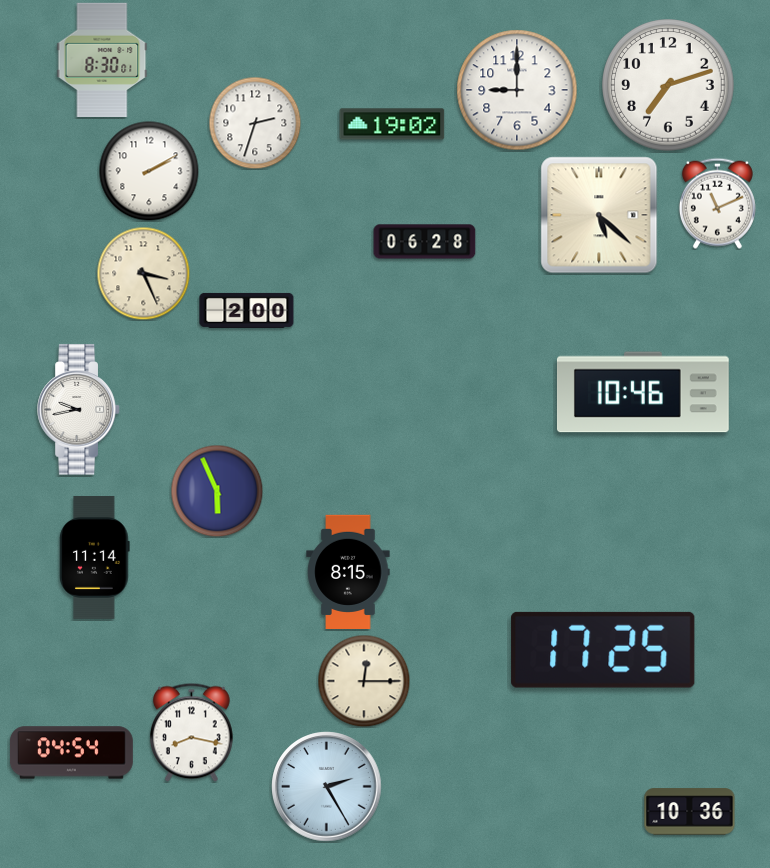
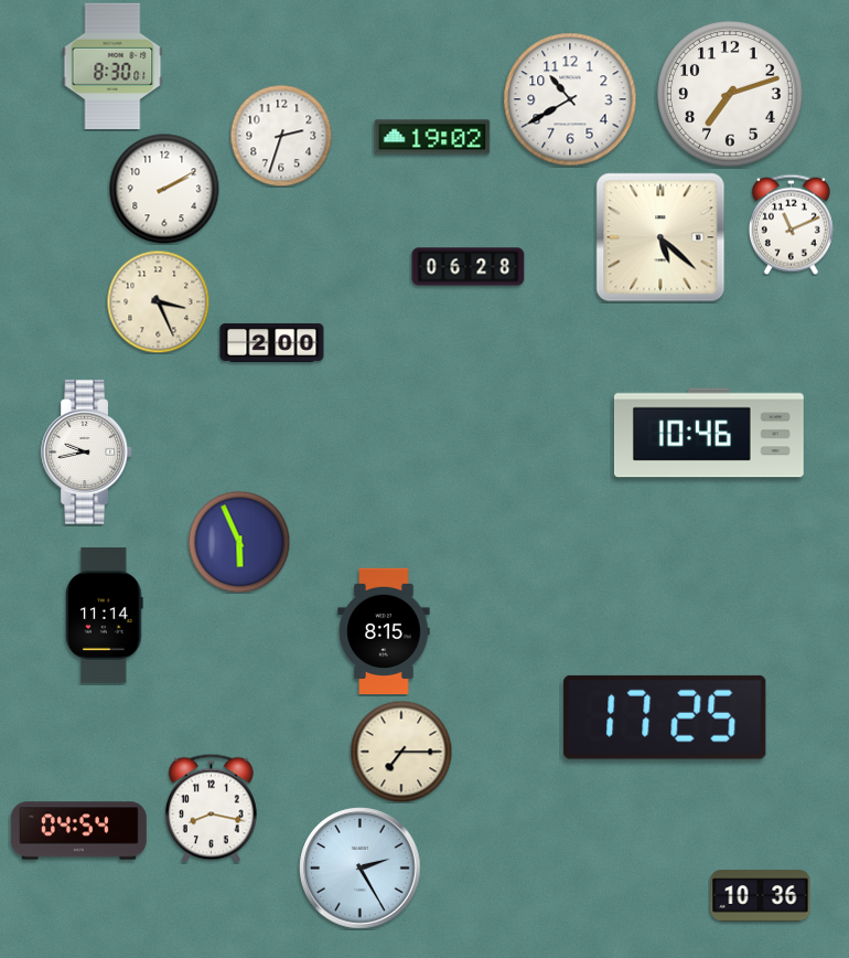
clock at (668, 85) position: (668, 85) -> (730, 94)
clock at (517, 90): 9:00 -> 10:40
clock at (364, 681): 12:15 -> 7:15
